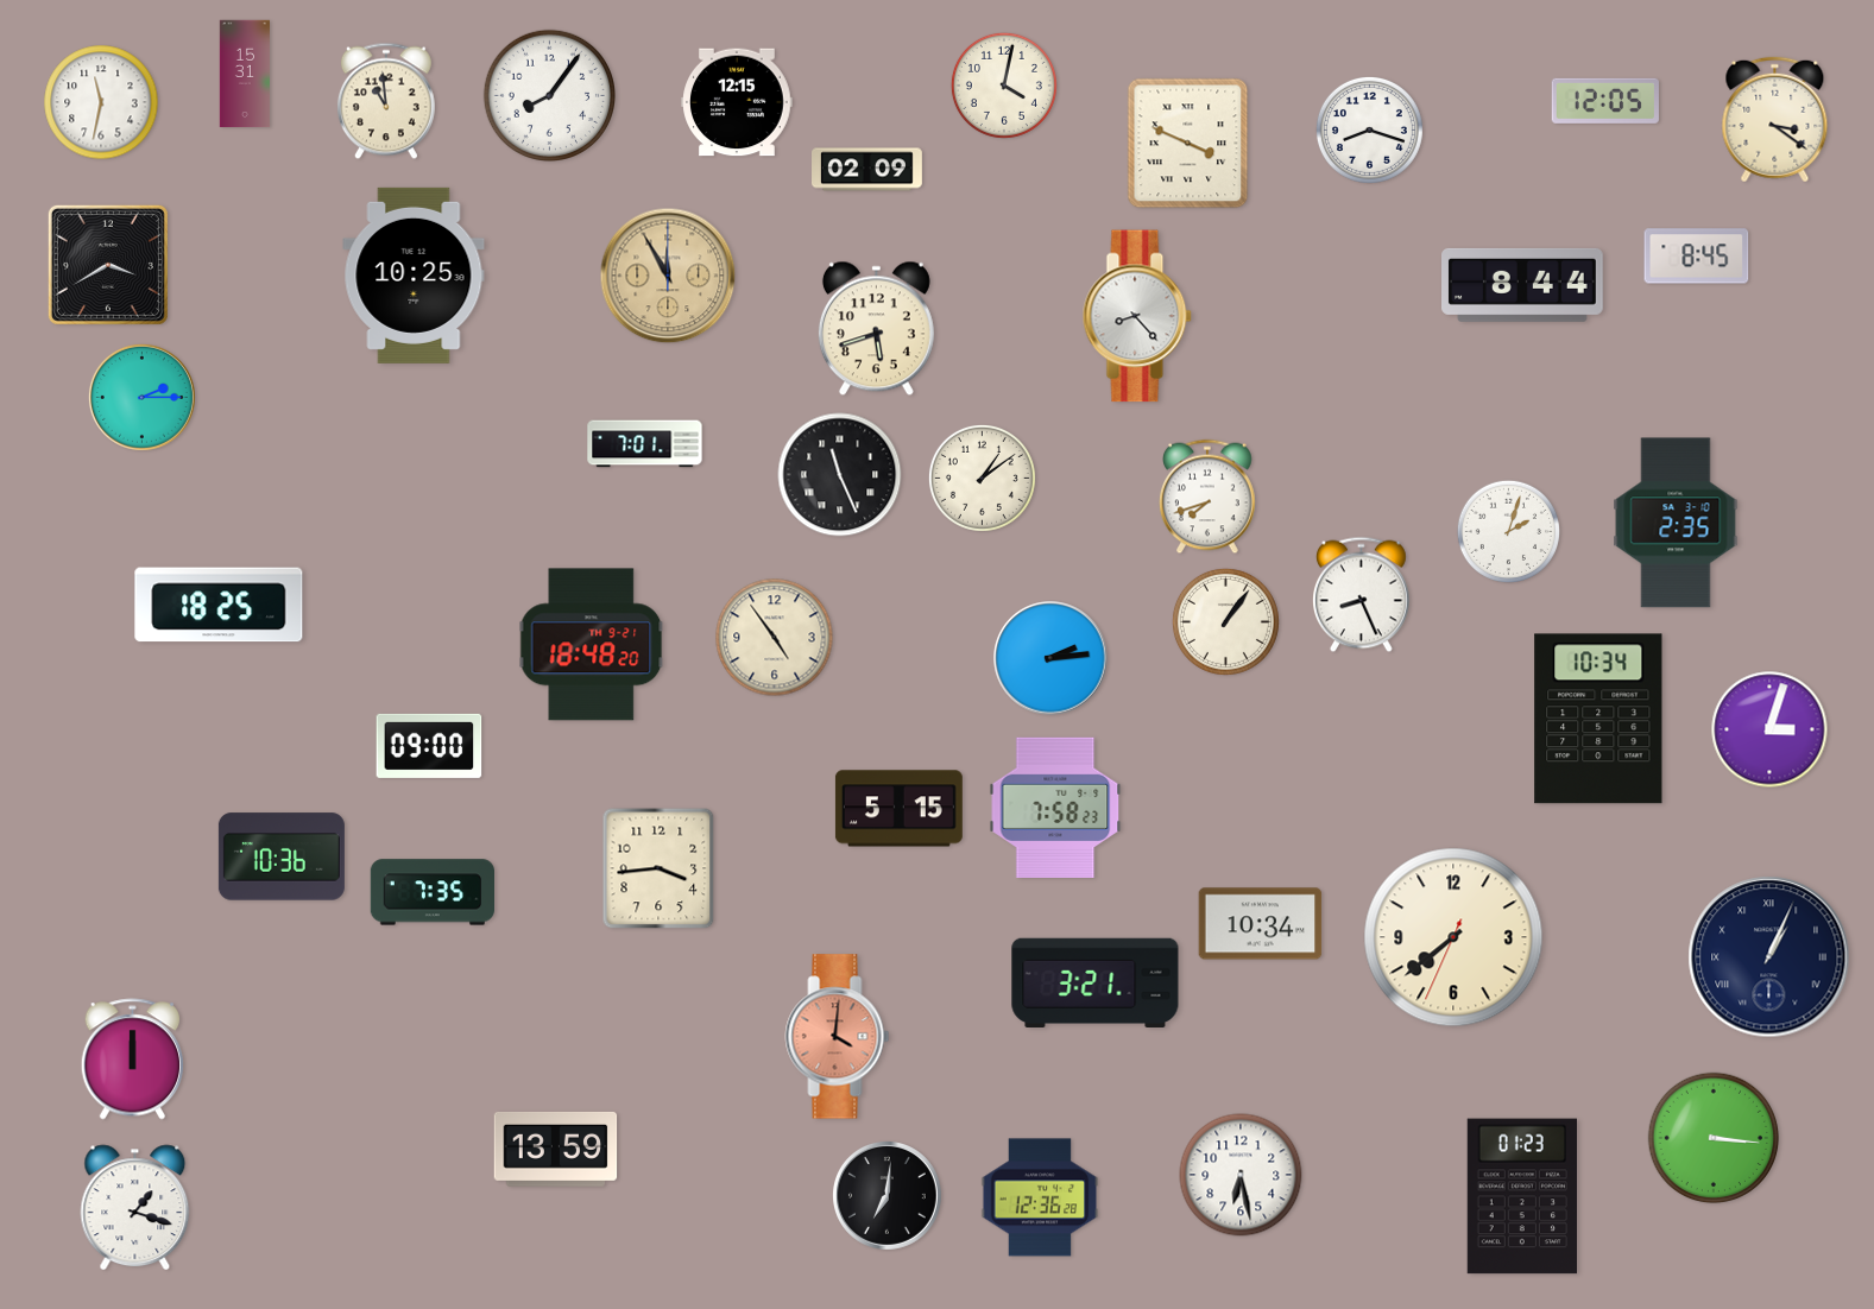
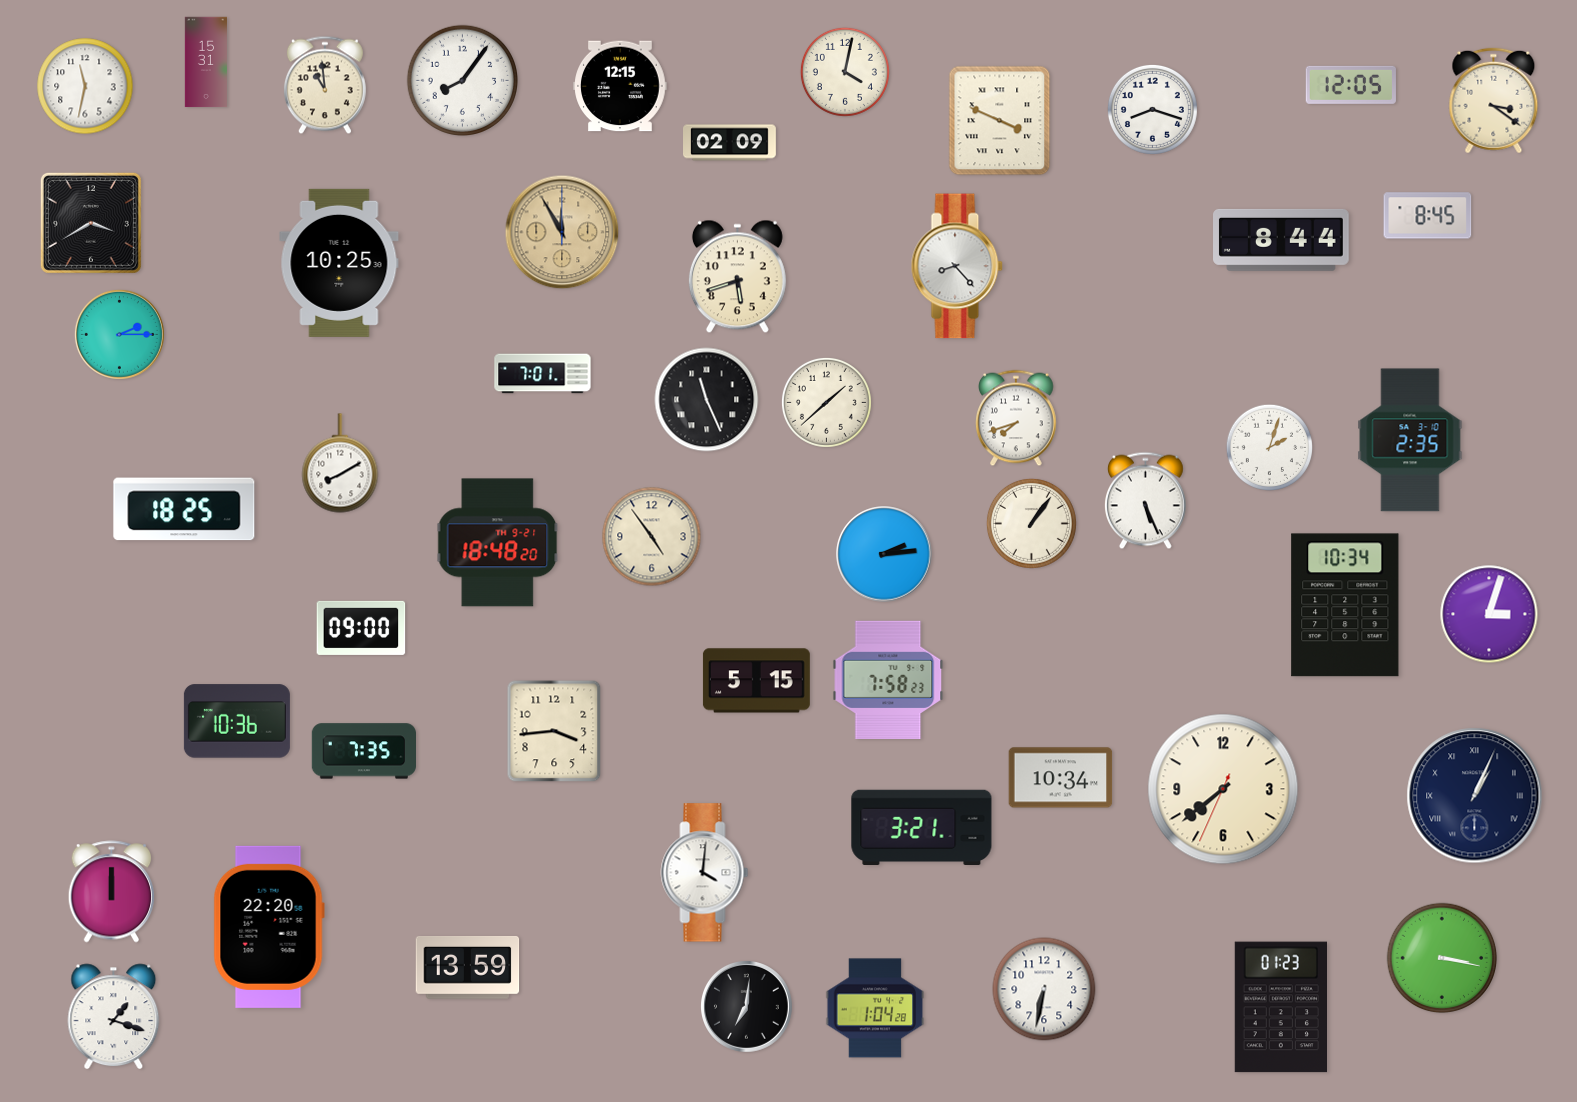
clock at (414, 276) position: (414, 276) -> (339, 263)
clock at (982, 478): 1:09 -> 1:38
clock at (340, 463): none -> 8:10
clock at (1361, 595): 8:26 -> 5:26
clock at (1769, 957) position: (1769, 957) -> (1475, 796)
clock at (838, 1037) dial: salmon -> white
clock at (269, 927): none -> 22:20
clock at (1714, 1138): 3:16 -> 3:17
clock at (1241, 1175): 6:28 -> 6:32
clock at (1040, 1197): 12:36 -> 1:04
